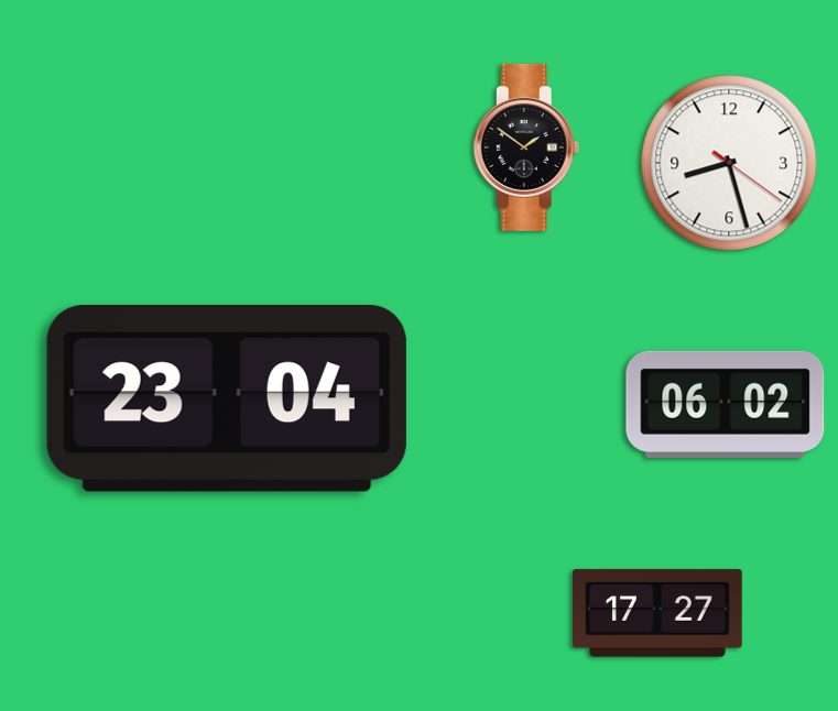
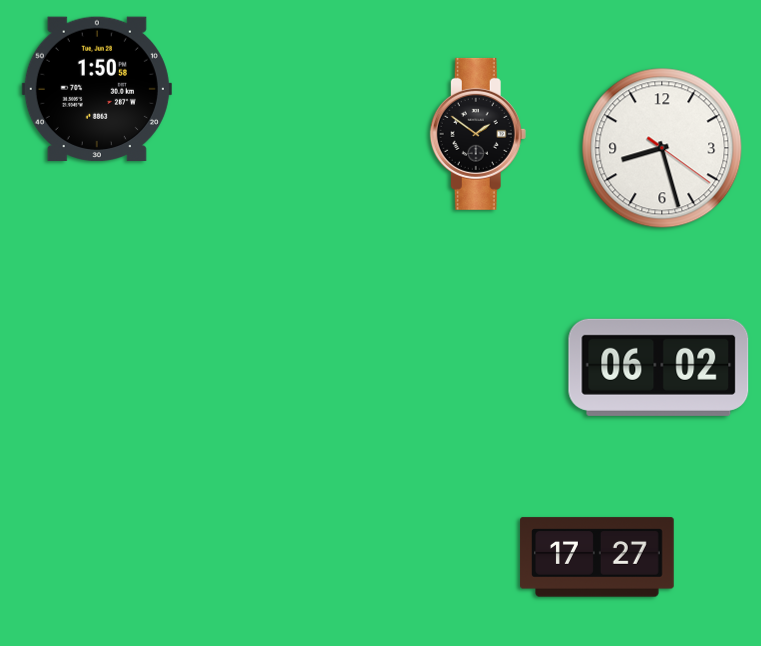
clock at (97, 89): none -> 1:50
clock at (227, 400): 23:04 -> none
